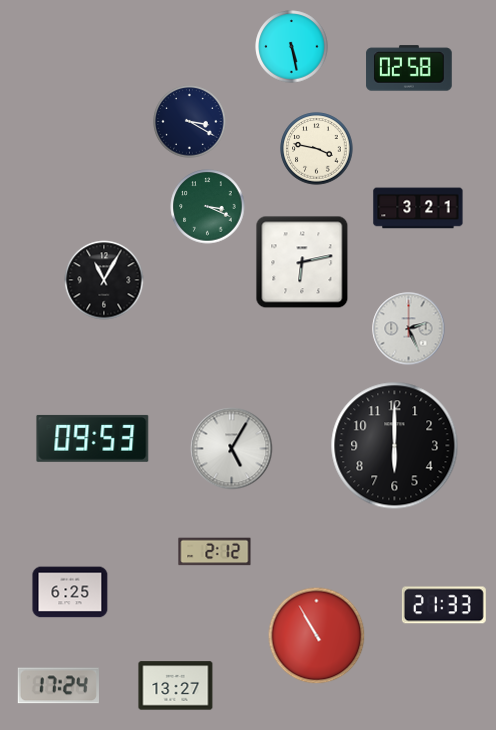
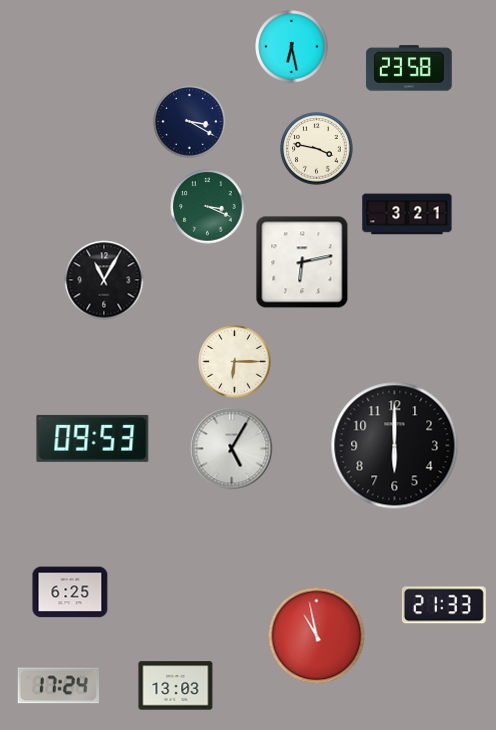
clock at (292, 47): 5:28 -> 6:28
clock at (409, 68): 02:58 -> 23:58
clock at (418, 208) position: (418, 208) -> (407, 214)
clock at (409, 329): 2:26 -> none
clock at (235, 362): none -> 6:15
clock at (215, 552): 2:12 -> none
clock at (317, 636): 10:55 -> 10:58
clock at (176, 686): 13:27 -> 13:03
